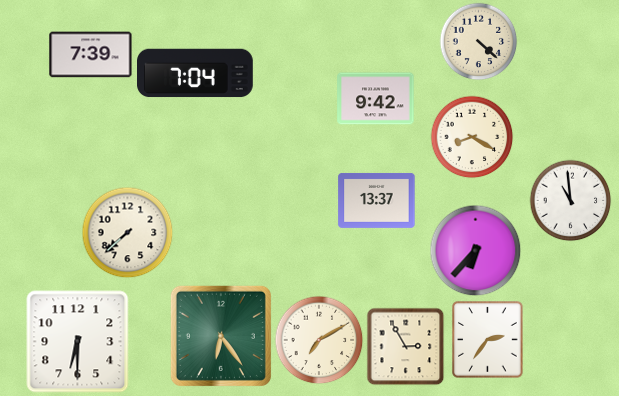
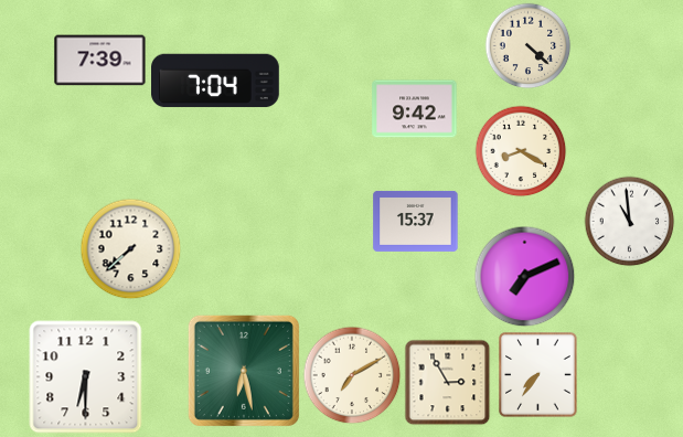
clock at (377, 200): 13:37 -> 15:37
clock at (127, 232) position: (127, 232) -> (130, 248)
clock at (475, 250): 6:37 -> 7:11
clock at (221, 336): 6:24 -> 6:28
clock at (488, 340): 2:36 -> 7:36
